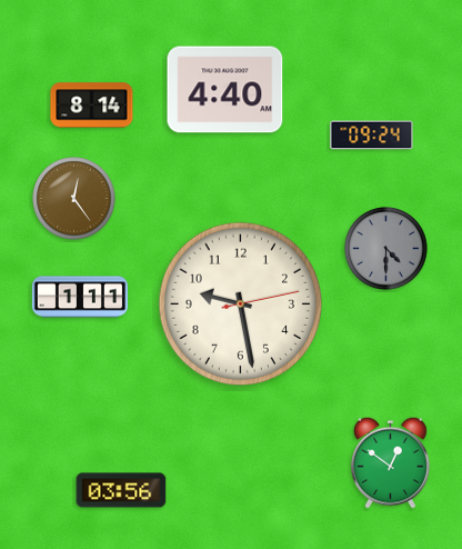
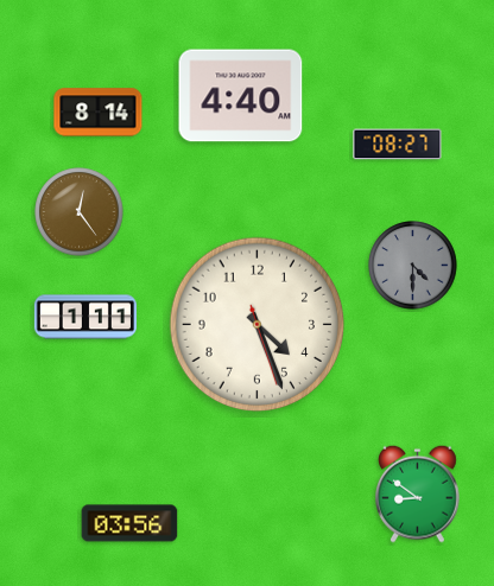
clock at (372, 136): 09:24 -> 08:27
clock at (241, 305): 9:28 -> 4:26
clock at (391, 462): 12:51 -> 8:51
